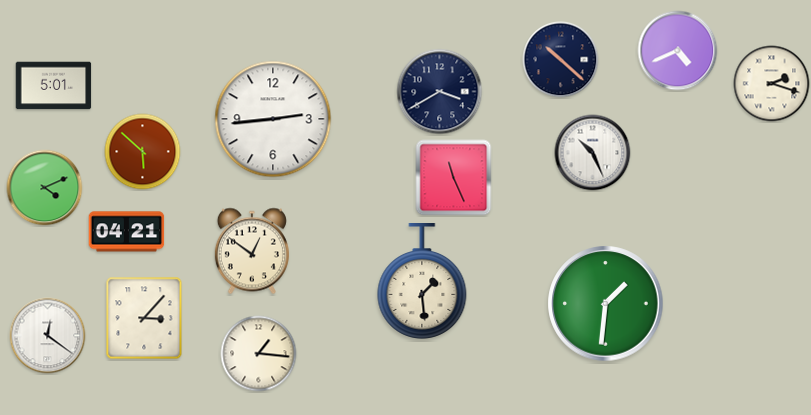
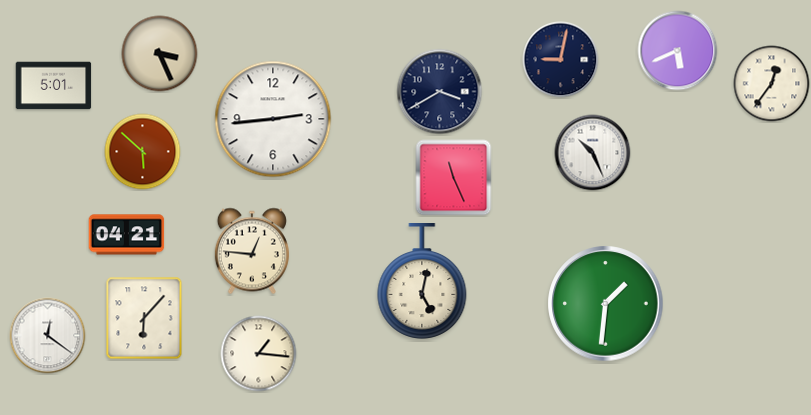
clock at (678, 51): 4:41 -> 5:41
clock at (160, 54): none -> 3:26
clock at (561, 60): 10:22 -> 9:02
clock at (772, 84): 2:18 -> 12:36
clock at (45, 188): 4:11 -> none
clock at (127, 232) position: (127, 232) -> (127, 235)
clock at (252, 251): 12:51 -> 12:46
clock at (422, 282): 1:29 -> 5:02
clock at (144, 318): 3:07 -> 6:07
